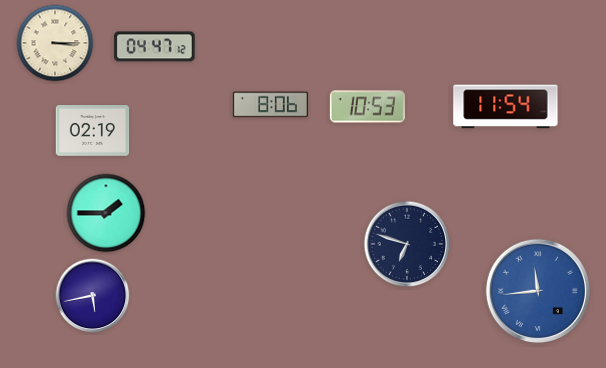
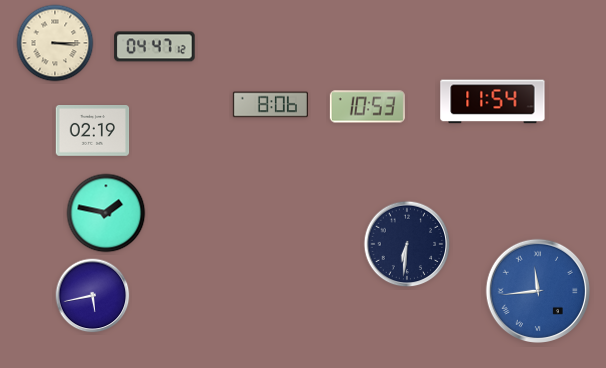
clock at (506, 107) position: (506, 107) -> (493, 102)
clock at (106, 213): 1:45 -> 1:47
clock at (407, 244): 6:48 -> 6:31
